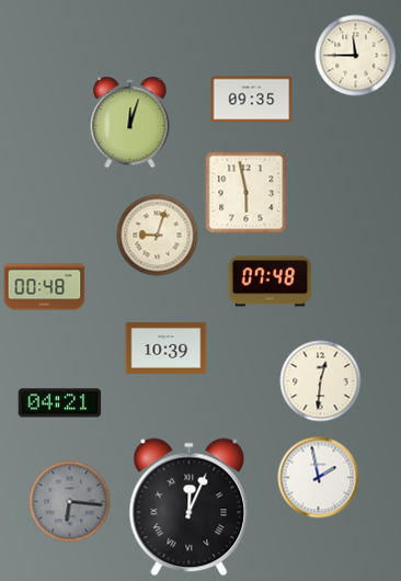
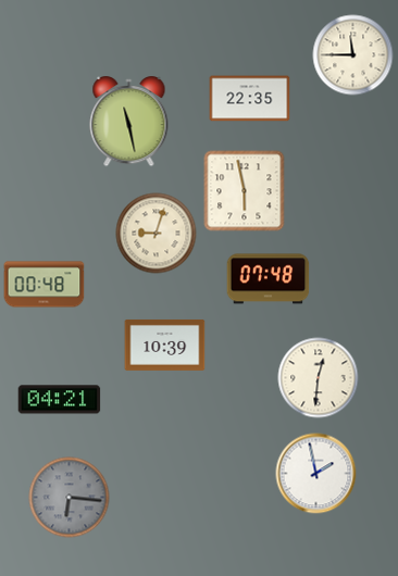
clock at (252, 100): 09:35 -> 22:35
clock at (130, 124): 12:03 -> 11:28
clock at (190, 508): 12:04 -> none
